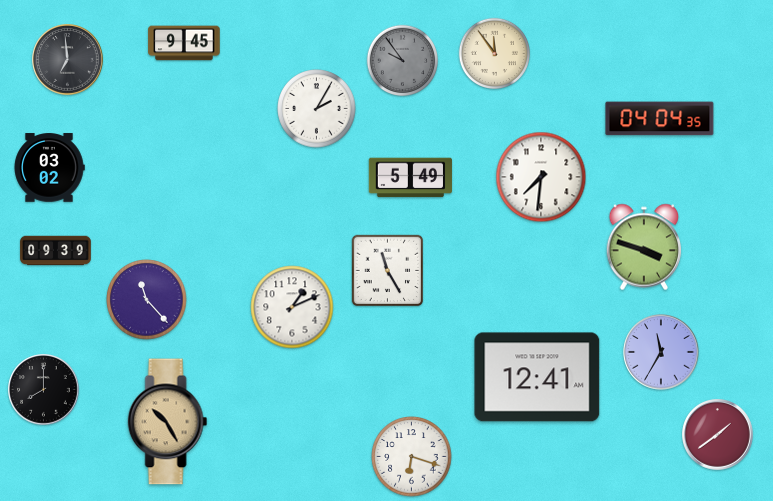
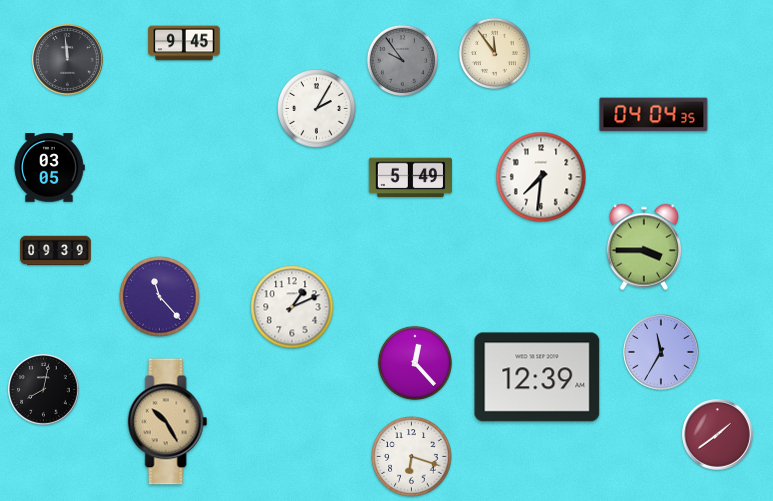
clock at (68, 60): 6:59 -> 11:59
clock at (660, 119) position: (660, 119) -> (654, 115)
clock at (49, 168): 03:02 -> 03:05
clock at (644, 247): 3:48 -> 3:45
clock at (388, 271): 11:25 -> none
clock at (147, 300) position: (147, 300) -> (160, 297)
clock at (415, 363): none -> 12:23
clock at (537, 377): 12:41 -> 12:39
clock at (44, 390): 8:00 -> 8:02
